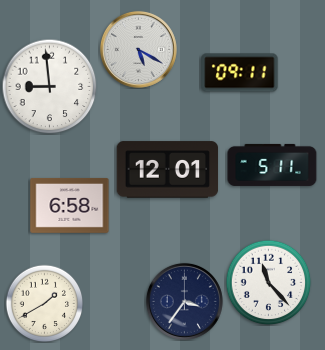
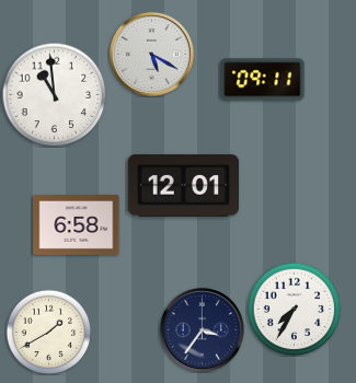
clock at (49, 86): 8:59 -> 10:59
clock at (272, 165): 5:11 -> none
clock at (268, 282): 11:23 -> 7:35
